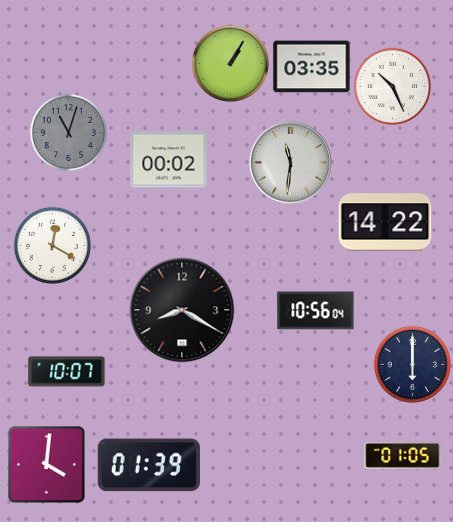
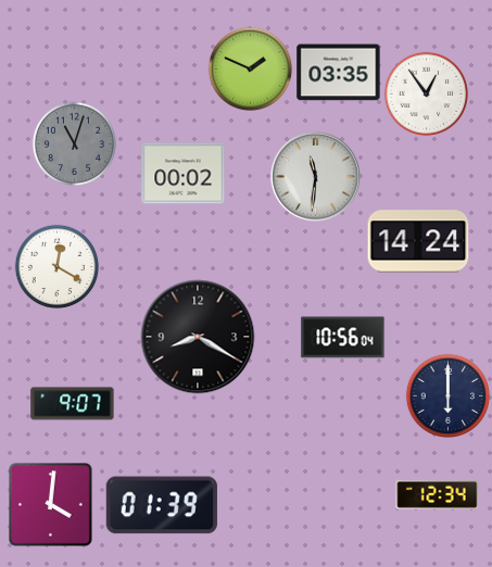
clock at (230, 63): 1:05 -> 1:49
clock at (392, 86): 10:26 -> 12:54
clock at (385, 222): 14:22 -> 14:24
clock at (67, 372): 10:07 -> 9:07
clock at (403, 455): 01:05 -> 12:34
